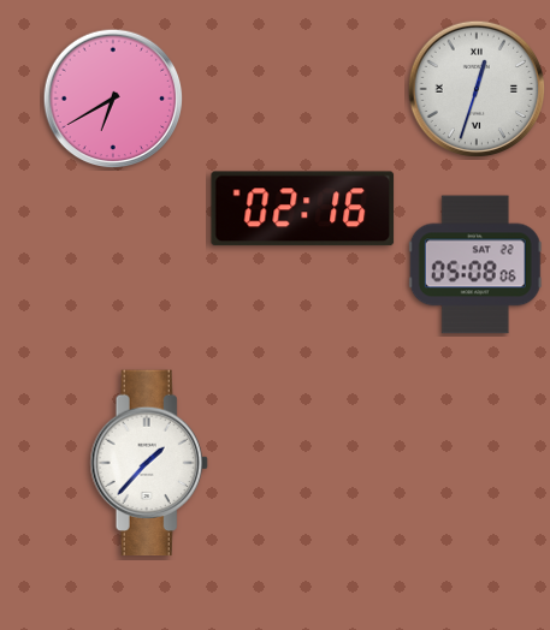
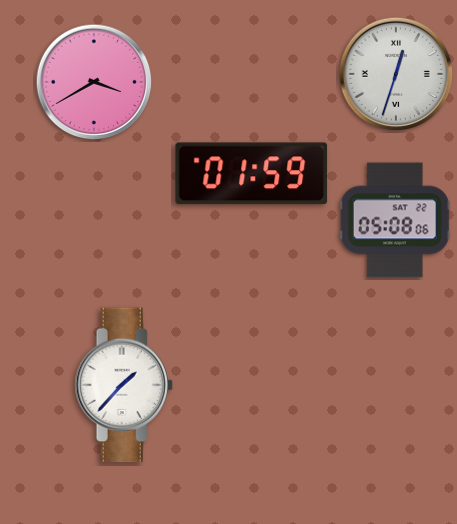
clock at (113, 99): 6:40 -> 3:40
clock at (303, 209): 02:16 -> 01:59
